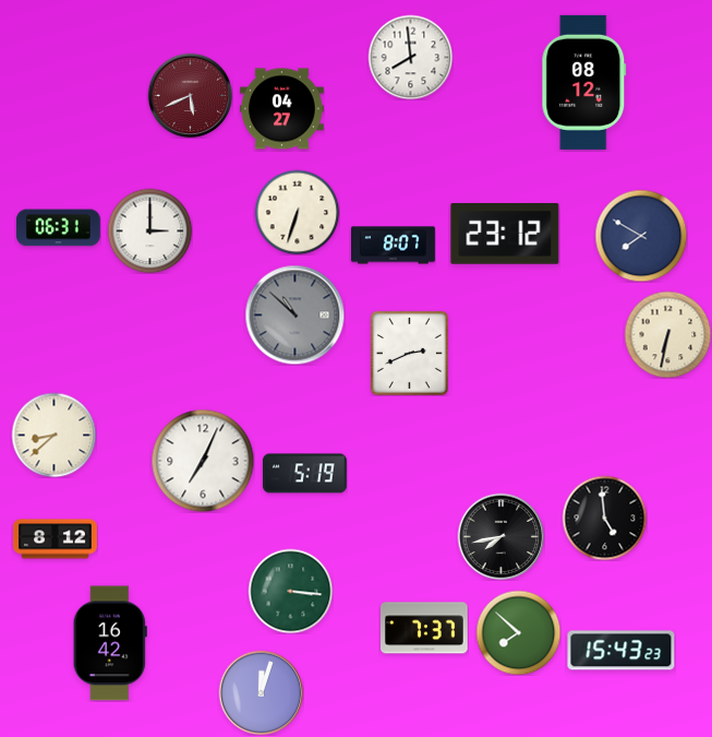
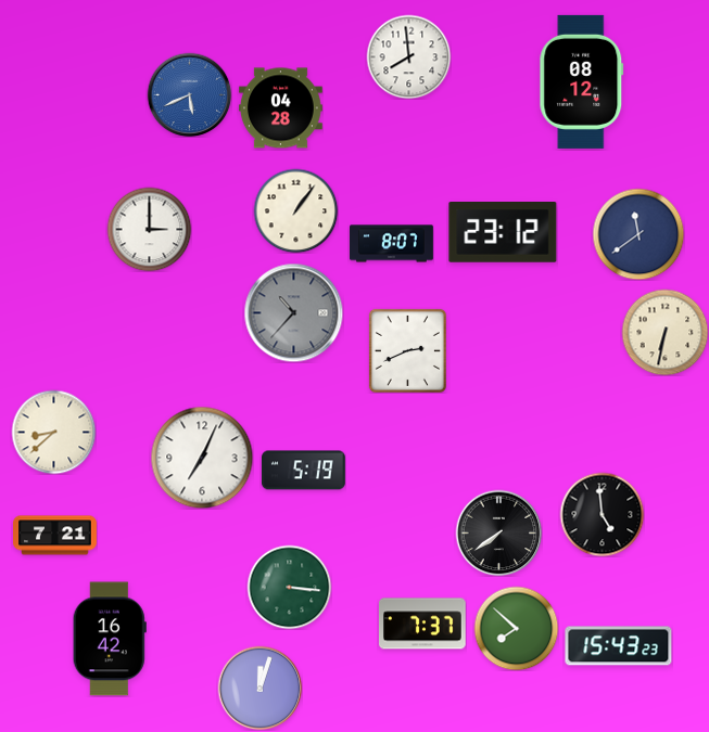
clock at (190, 95) dial: burgundy -> blue
clock at (281, 109): 04:27 -> 04:28
clock at (297, 212): 6:33 -> 1:06
clock at (58, 228): 06:31 -> none
clock at (641, 236): 7:50 -> 11:39
clock at (294, 314): 10:52 -> 10:37
clock at (500, 536): 7:43 -> 7:39
clock at (56, 539): 8:12 -> 7:21
